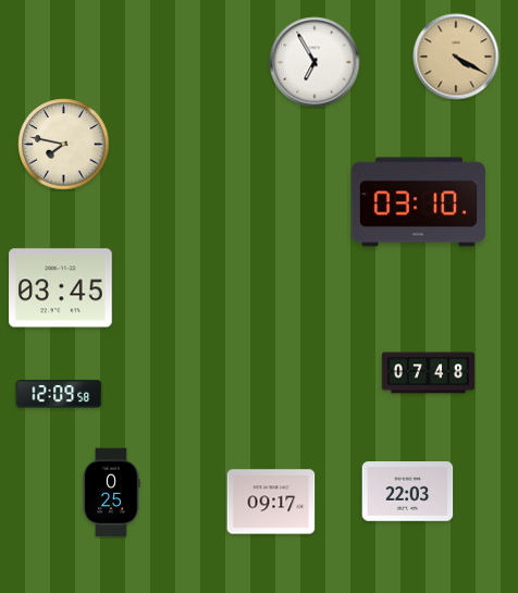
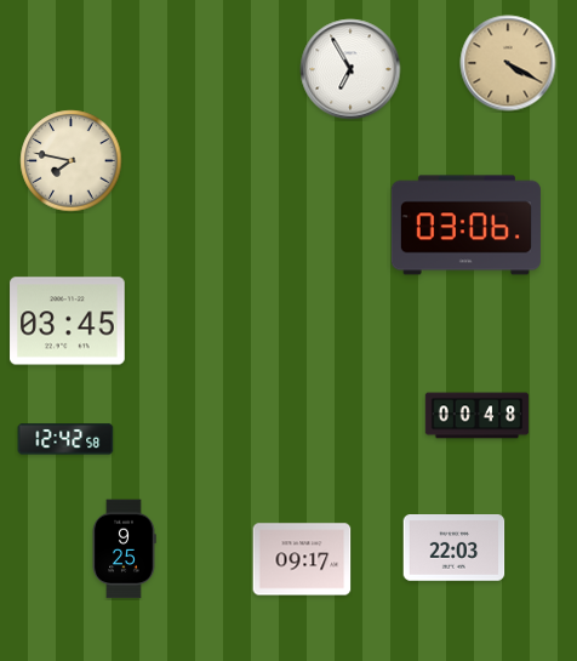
clock at (418, 202): 03:10 -> 03:06
clock at (429, 373): 07:48 -> 00:48
clock at (59, 394): 12:09 -> 12:42
clock at (111, 493): 0:25 -> 9:25
